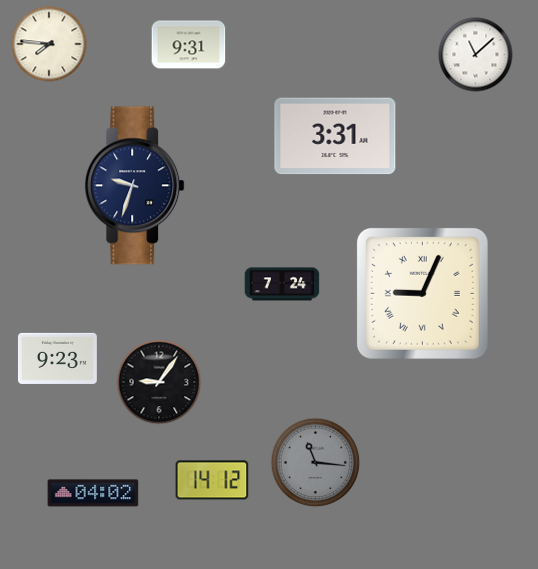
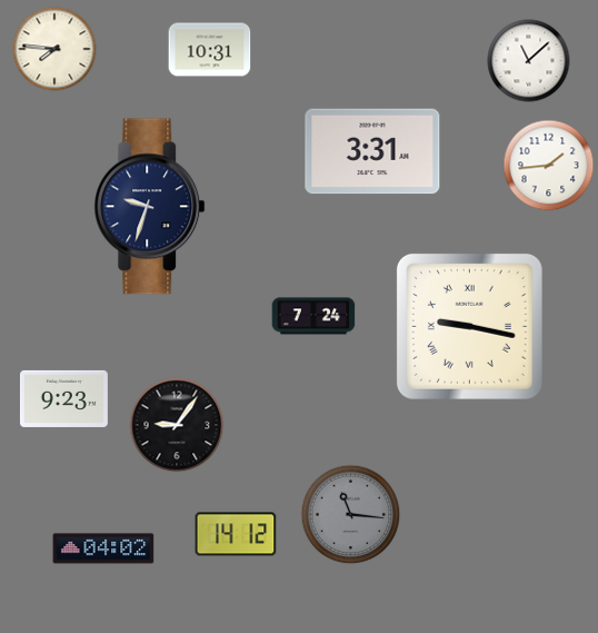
clock at (189, 45): 9:31 -> 10:31
clock at (549, 166): none -> 1:44
clock at (422, 293): 9:04 -> 9:17
